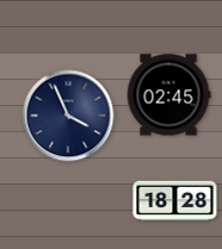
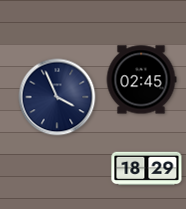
clock at (175, 201): 18:28 -> 18:29
